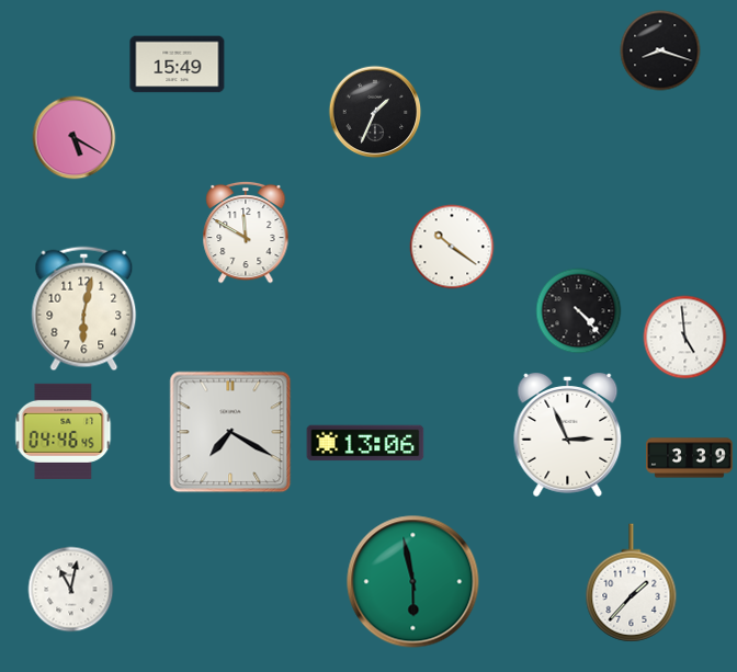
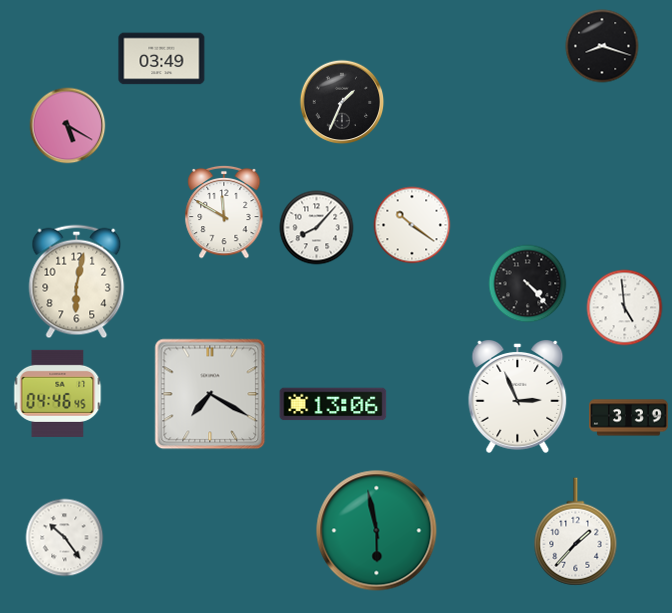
clock at (178, 65): 15:49 -> 03:49
clock at (317, 228): none -> 8:07
clock at (71, 590): 11:02 -> 10:24
